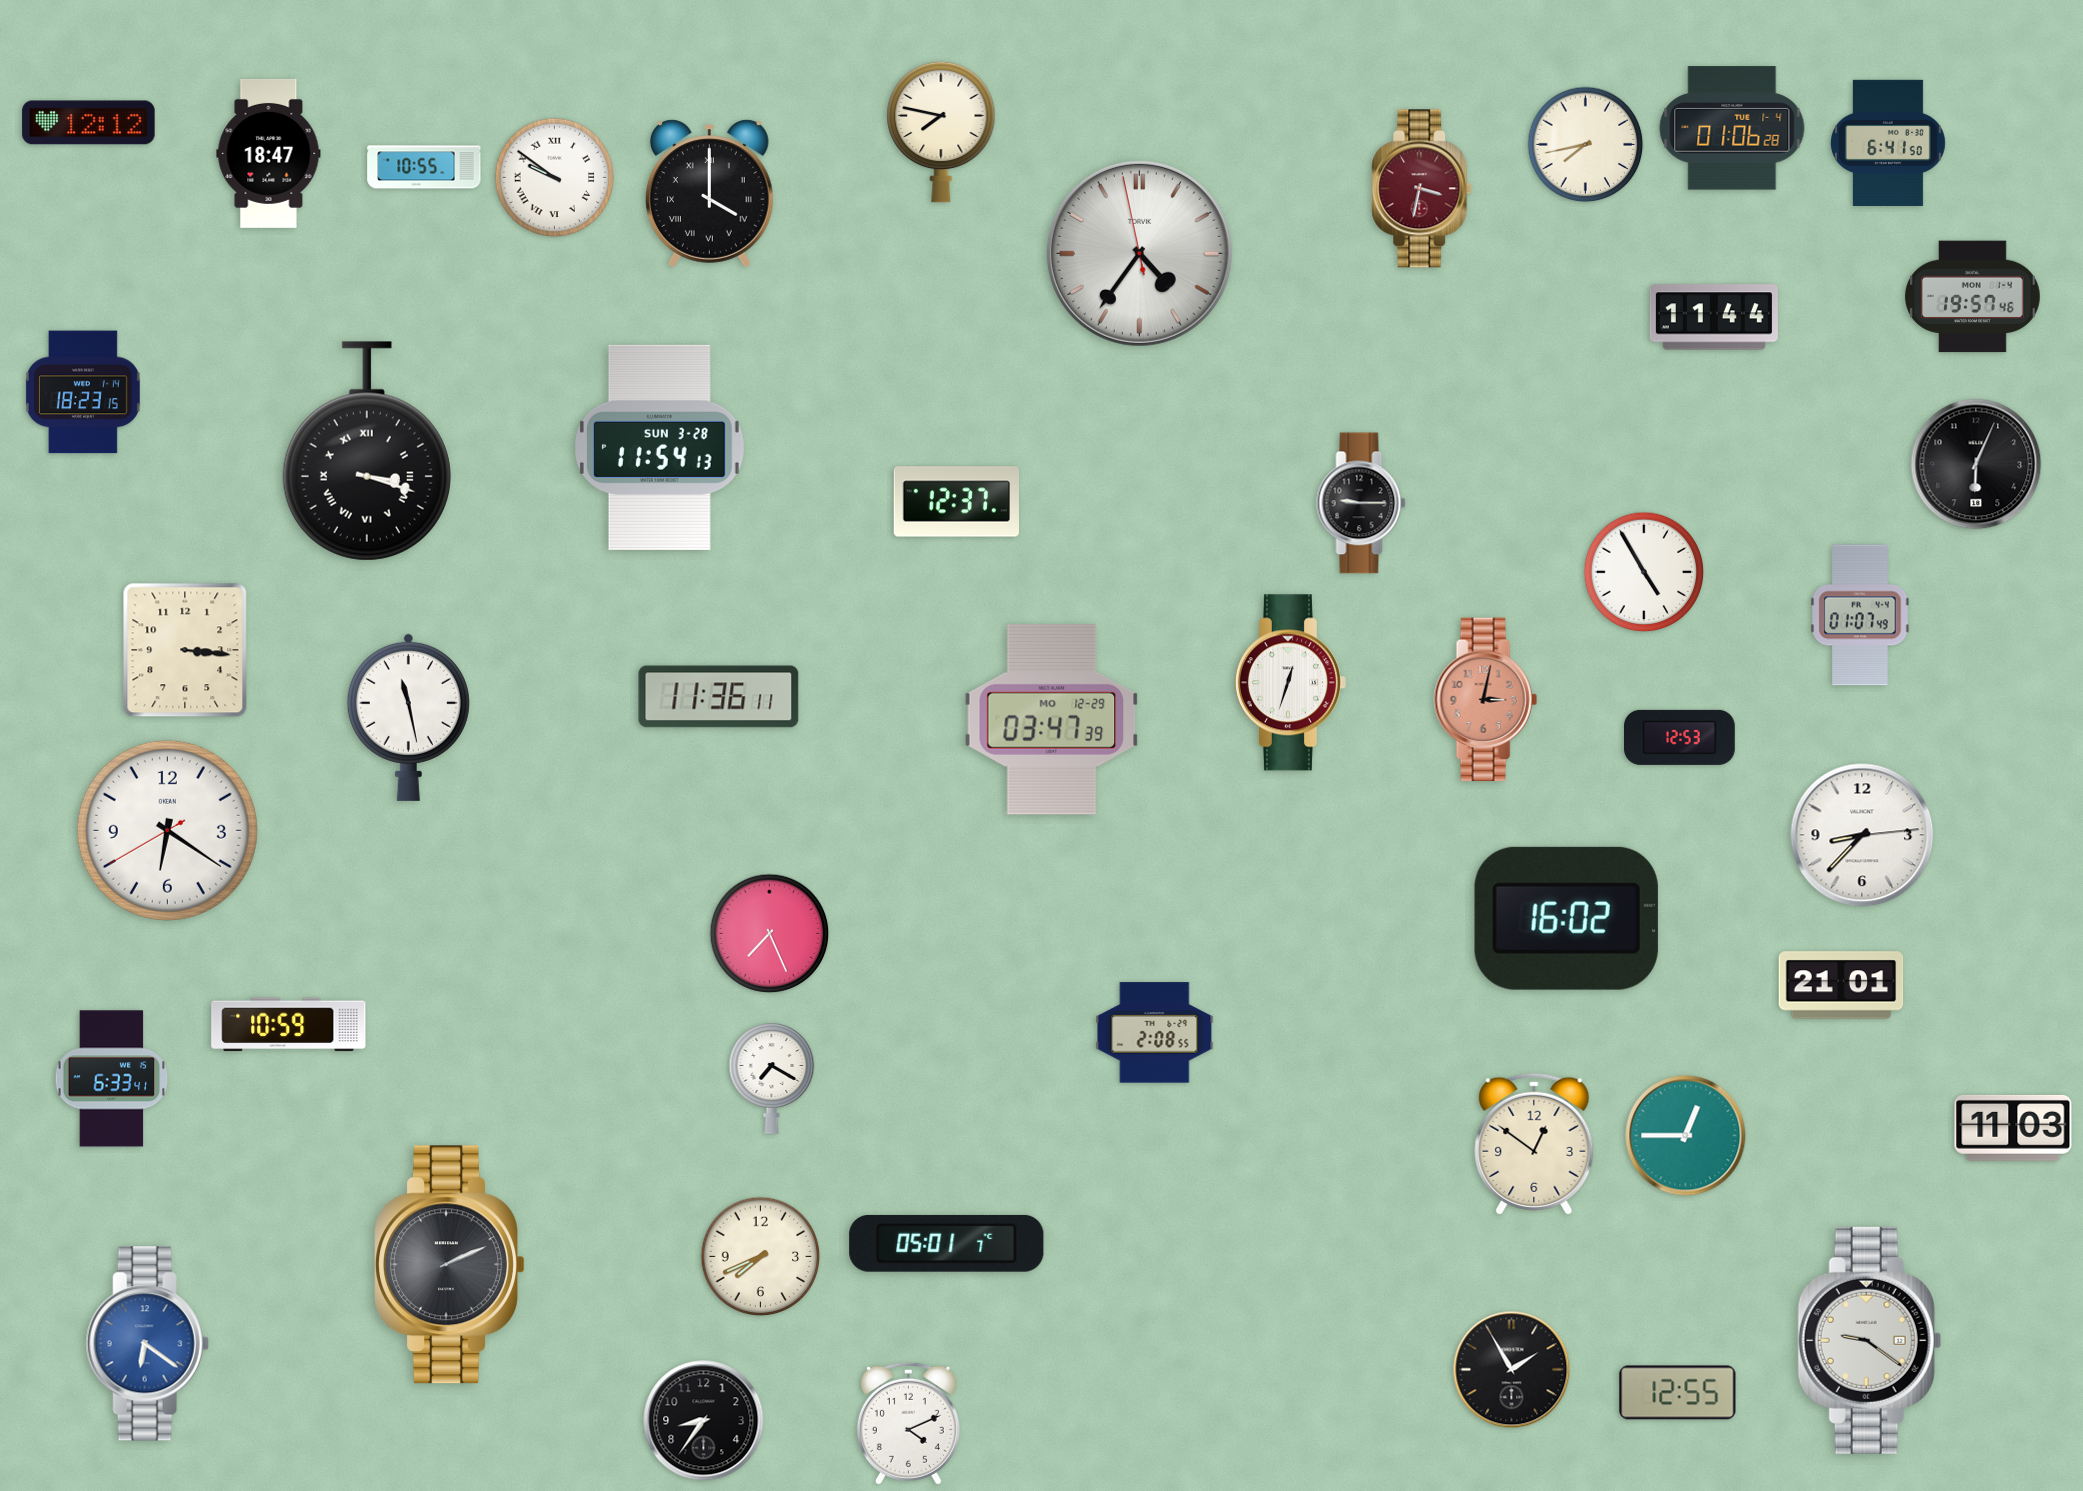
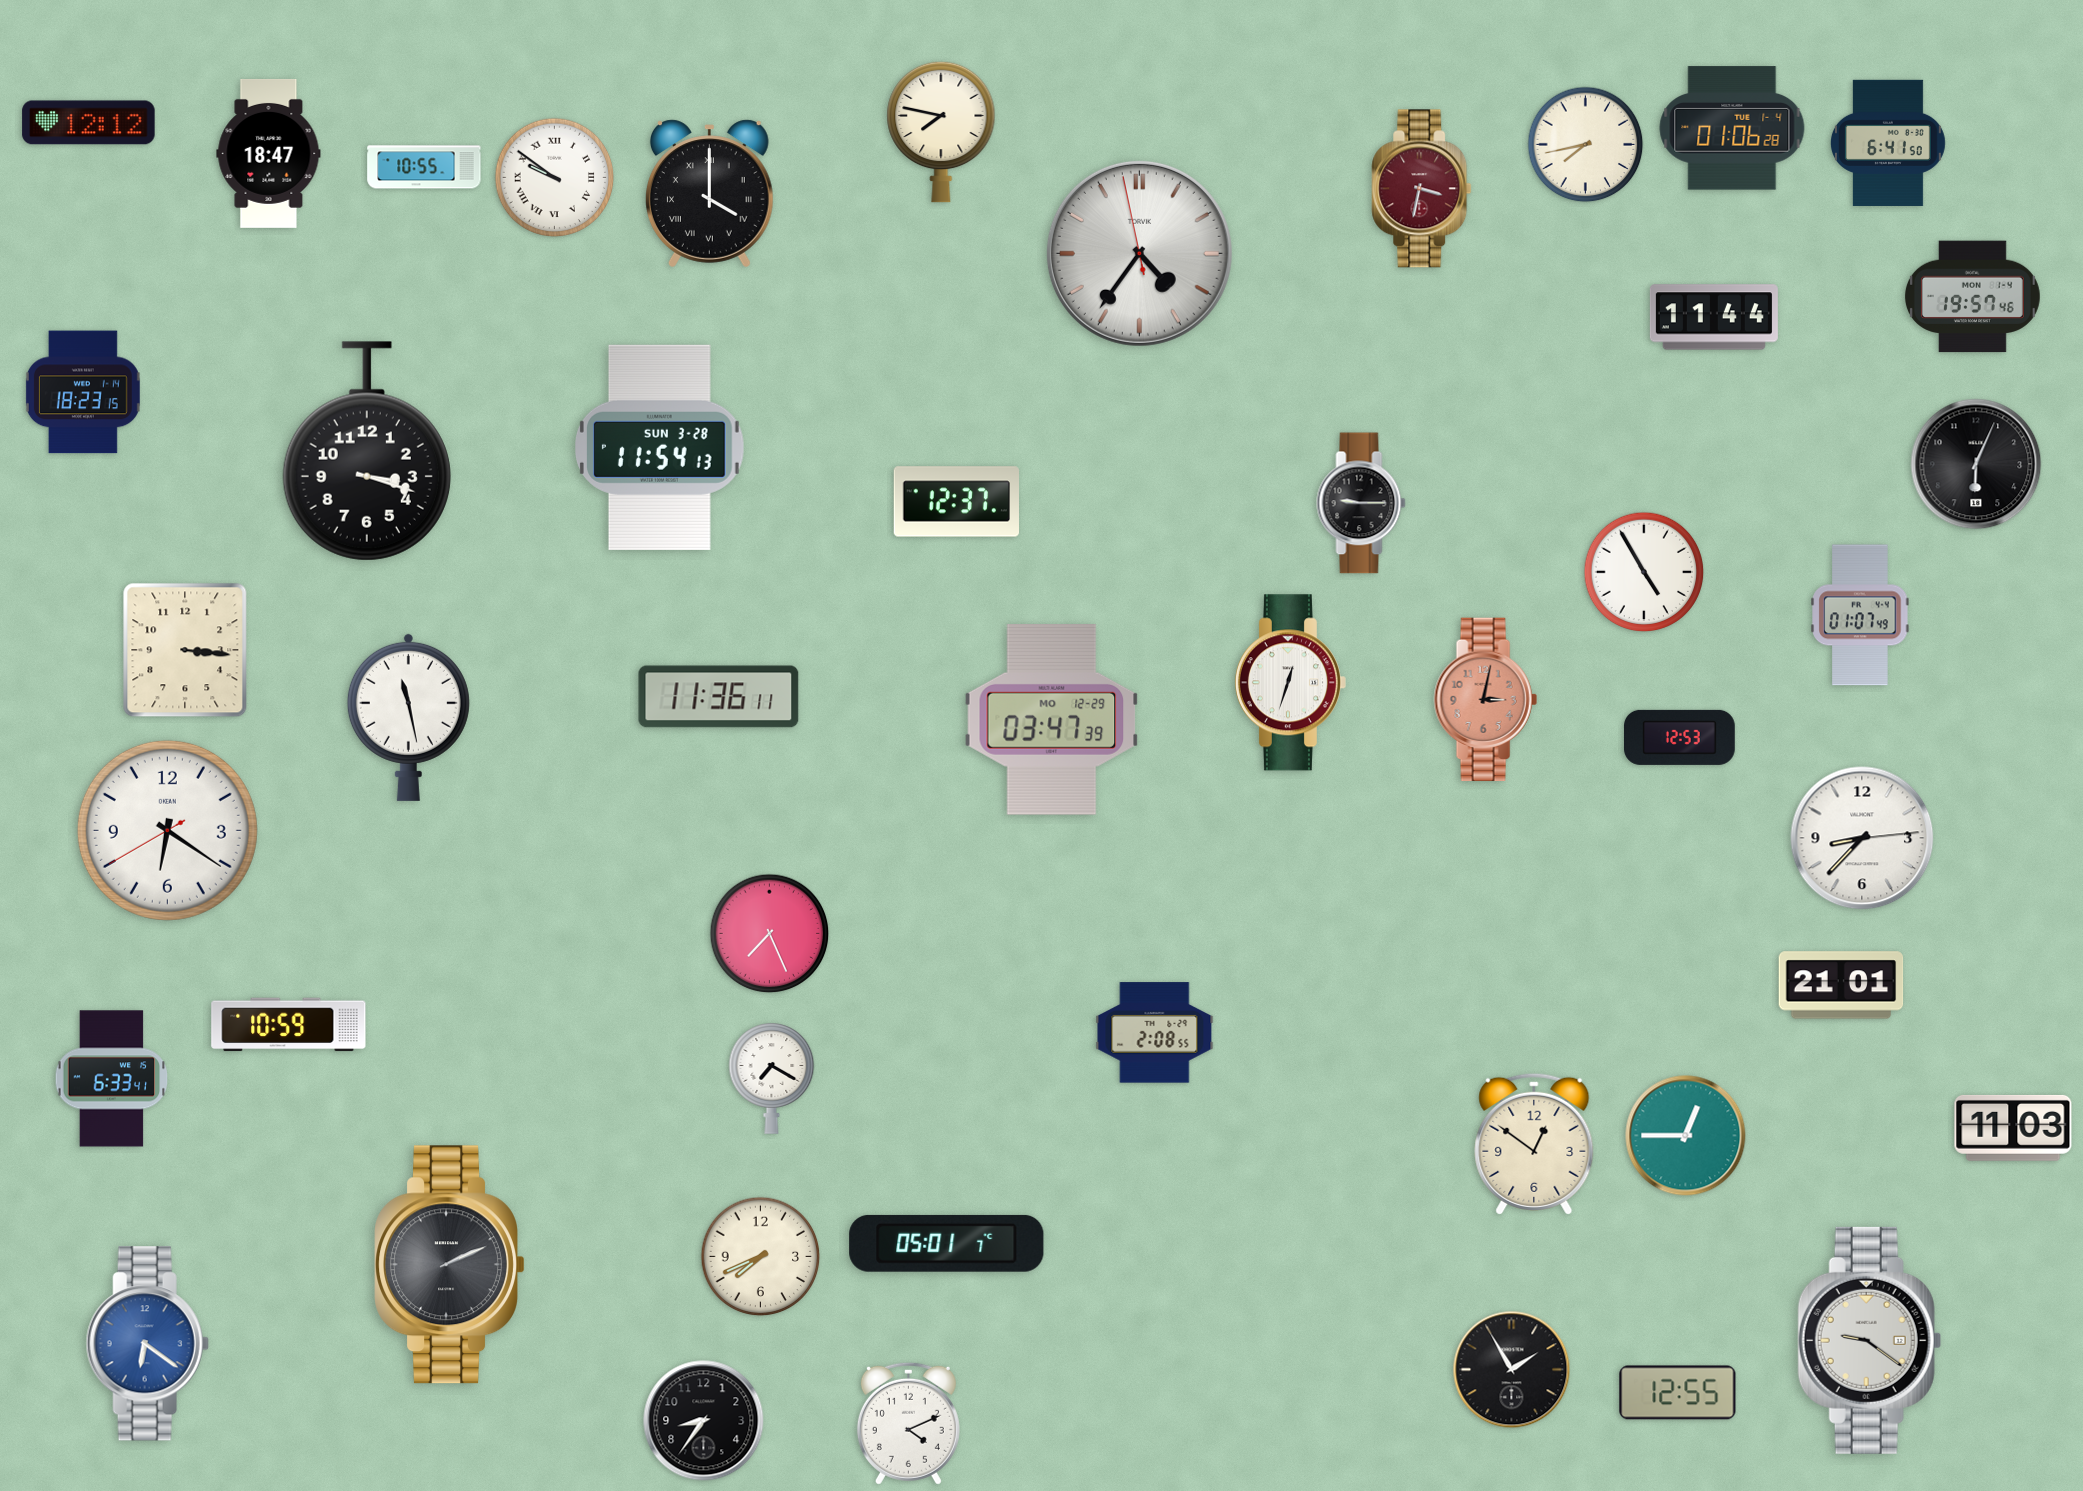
clock at (367, 451) numerals: Roman -> Arabic
clock at (1862, 835) position: (1862, 835) -> (1862, 838)
clock at (1566, 918): 16:02 -> none
